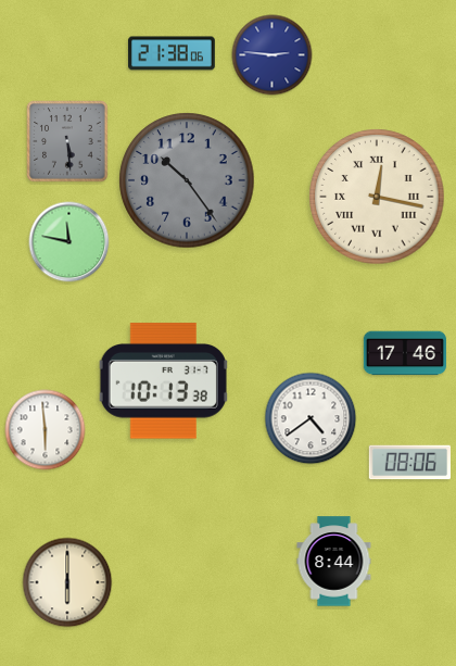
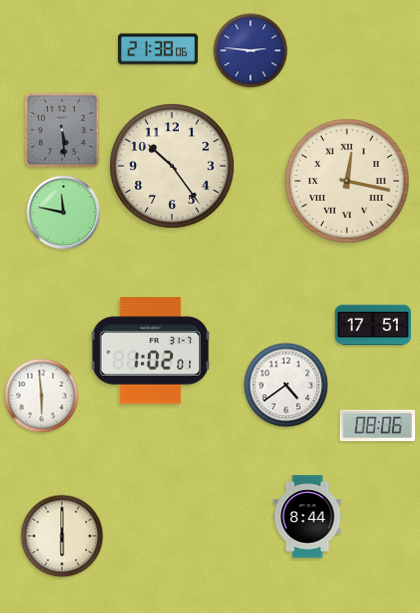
clock at (187, 180) dial: grey -> cream
clock at (69, 242) position: (69, 242) -> (64, 213)
clock at (405, 353): 17:46 -> 17:51
clock at (163, 381): 10:13 -> 1:02
